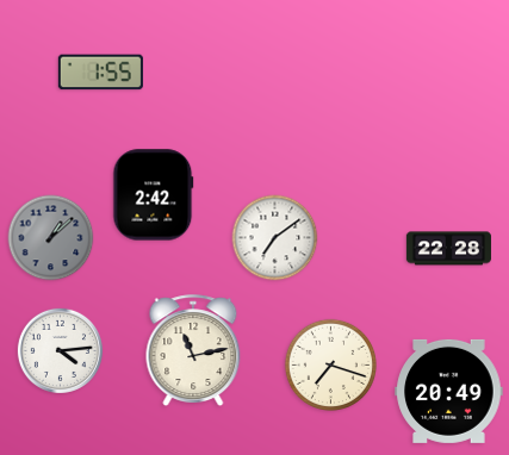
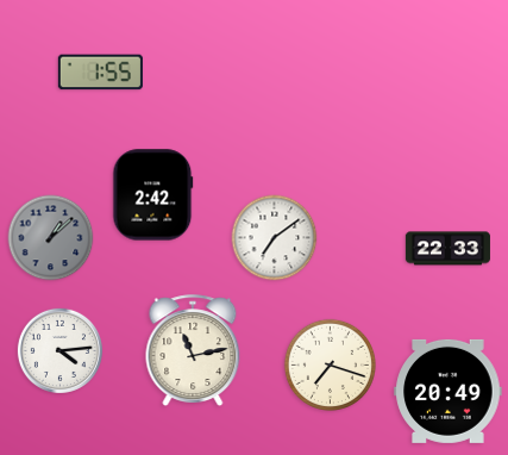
clock at (448, 249): 22:28 -> 22:33
